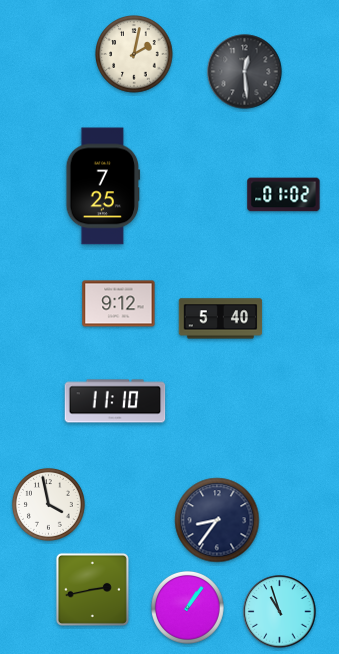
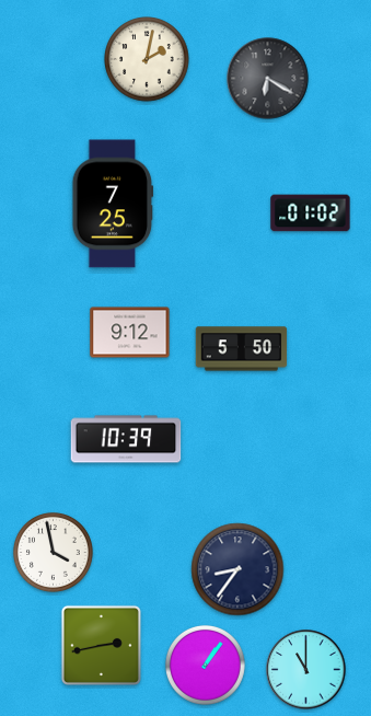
clock at (245, 72): 12:29 -> 6:20
clock at (221, 319): 5:40 -> 5:50
clock at (115, 401): 11:10 -> 10:39
clock at (280, 612): 10:57 -> 11:00
